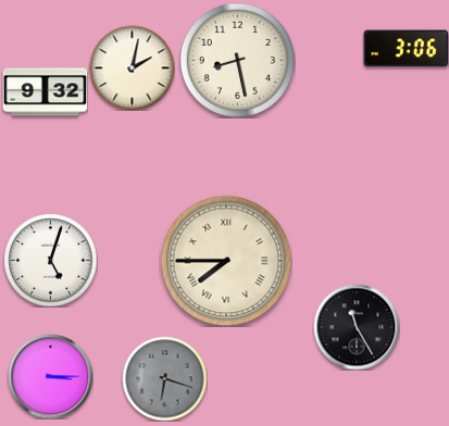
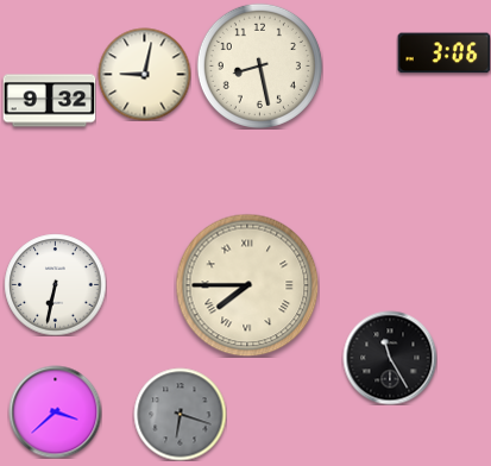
clock at (132, 67): 2:02 -> 9:02
clock at (50, 260): 5:03 -> 6:32
clock at (50, 376): 3:15 -> 3:38
